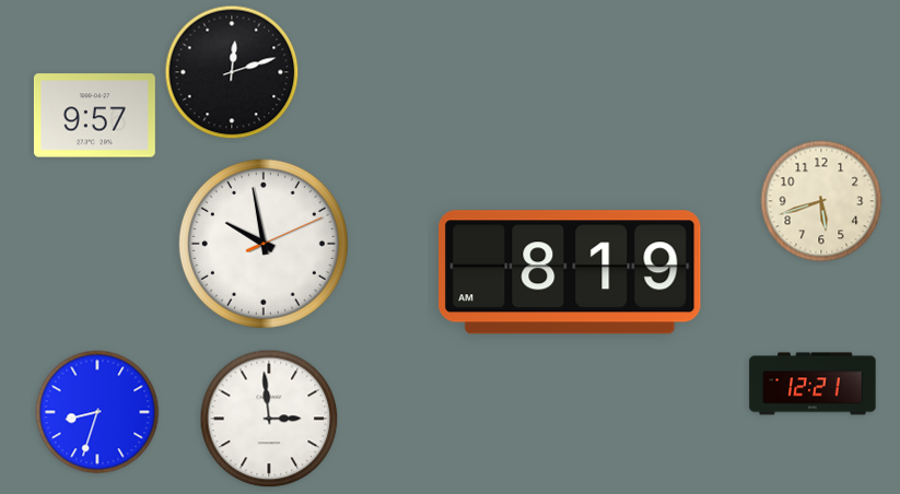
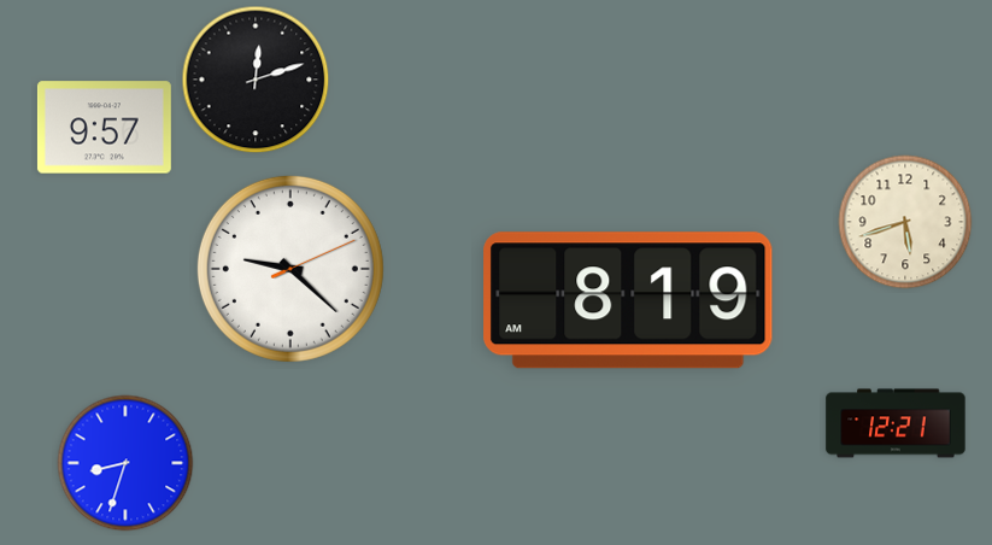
clock at (264, 244): 9:58 -> 9:22
clock at (97, 412) position: (97, 412) -> (125, 463)
clock at (269, 419): 2:59 -> none
